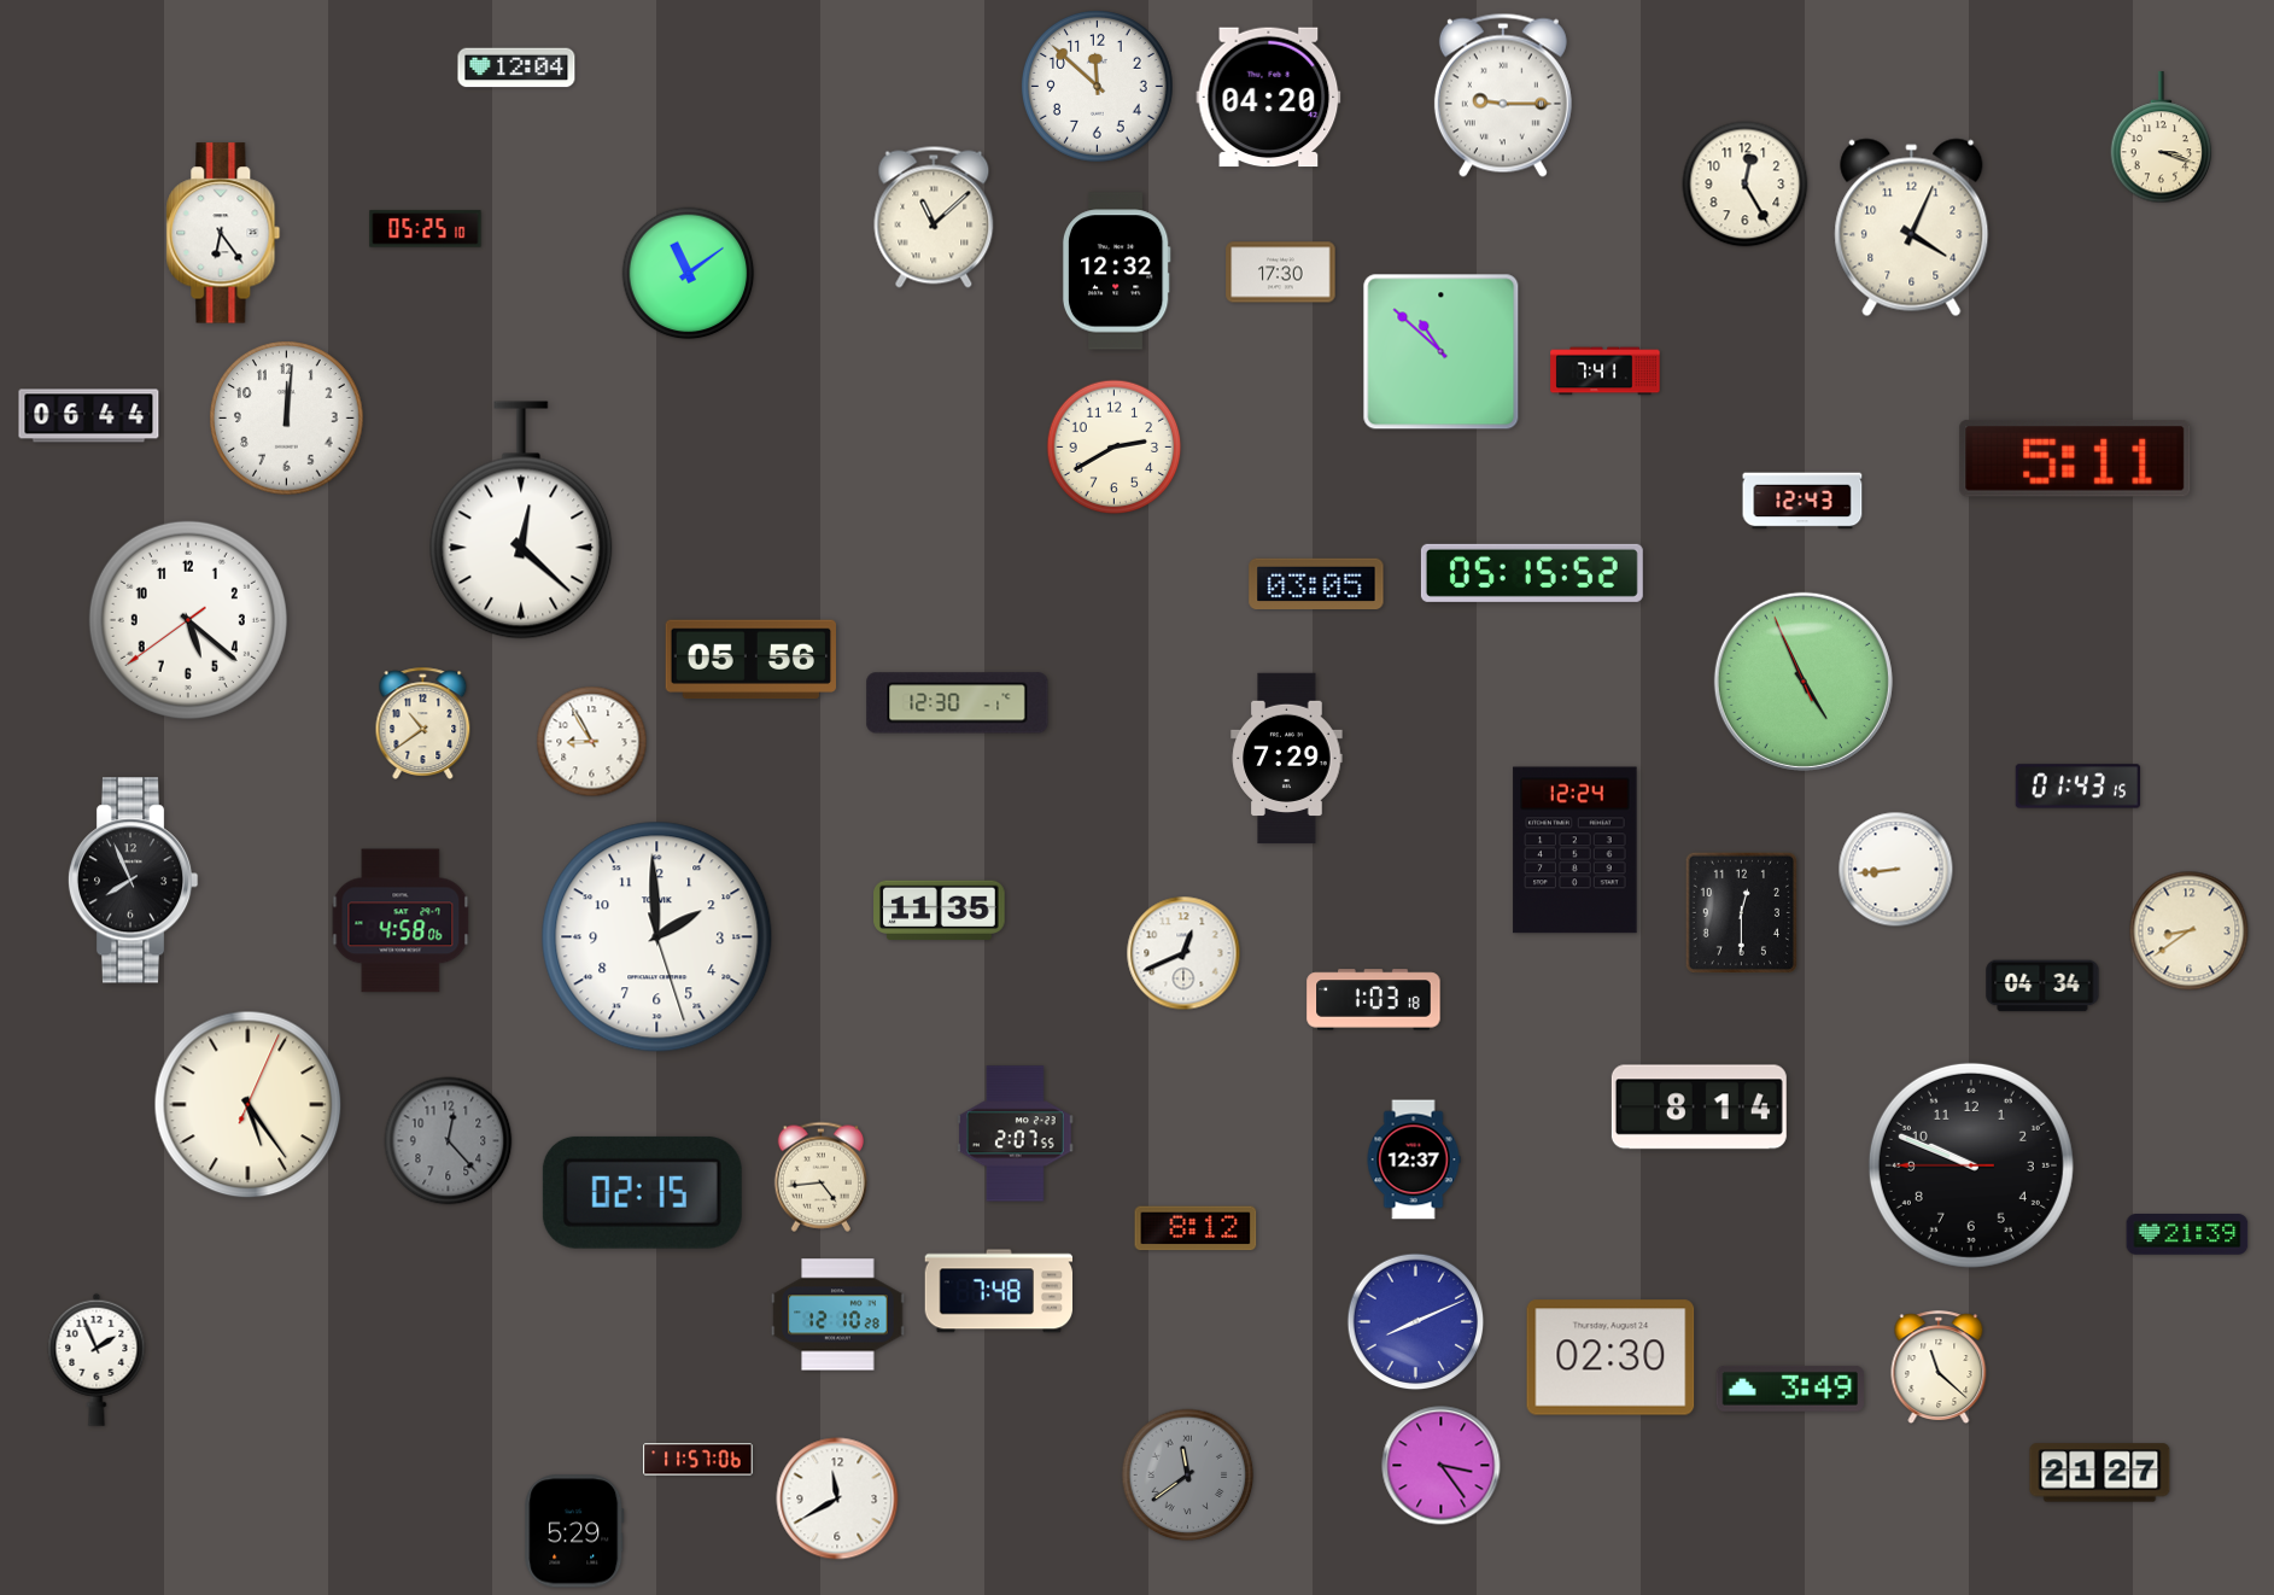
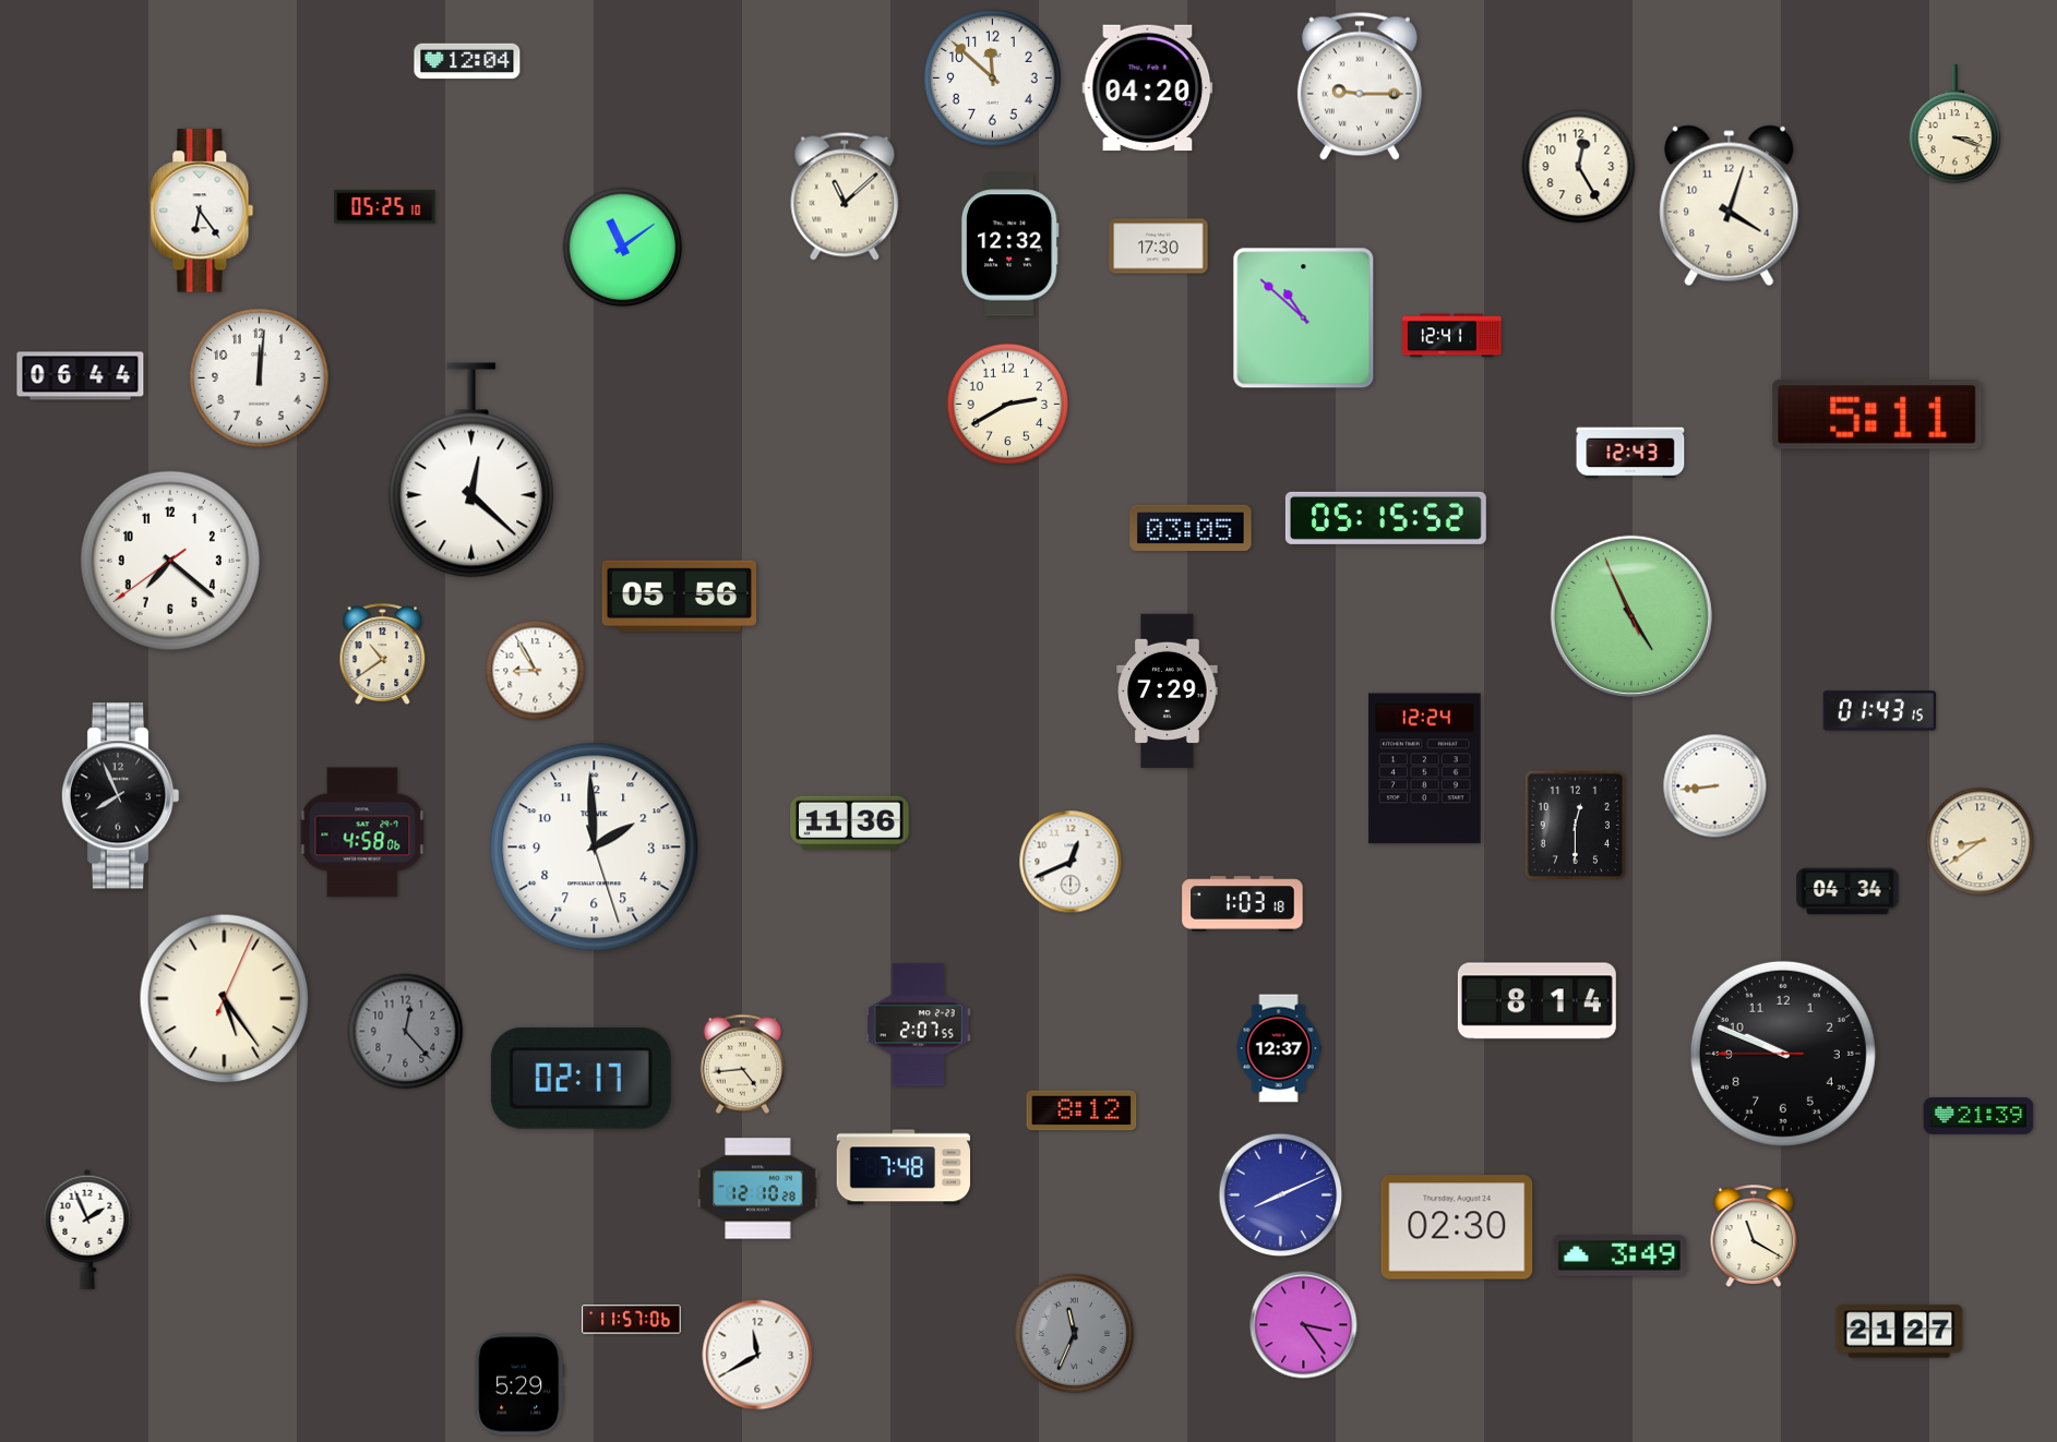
clock at (1912, 228): 4:04 -> 4:03
clock at (1606, 372): 7:41 -> 12:41
clock at (188, 620): 5:21 -> 7:21
clock at (958, 703): 12:30 -> none
clock at (1287, 759) position: (1287, 759) -> (1168, 692)
clock at (940, 911): 11:35 -> 11:36
clock at (642, 1192): 02:15 -> 02:17
clock at (1939, 1367): 11:22 -> 11:20
clock at (1188, 1476): 11:39 -> 11:34
